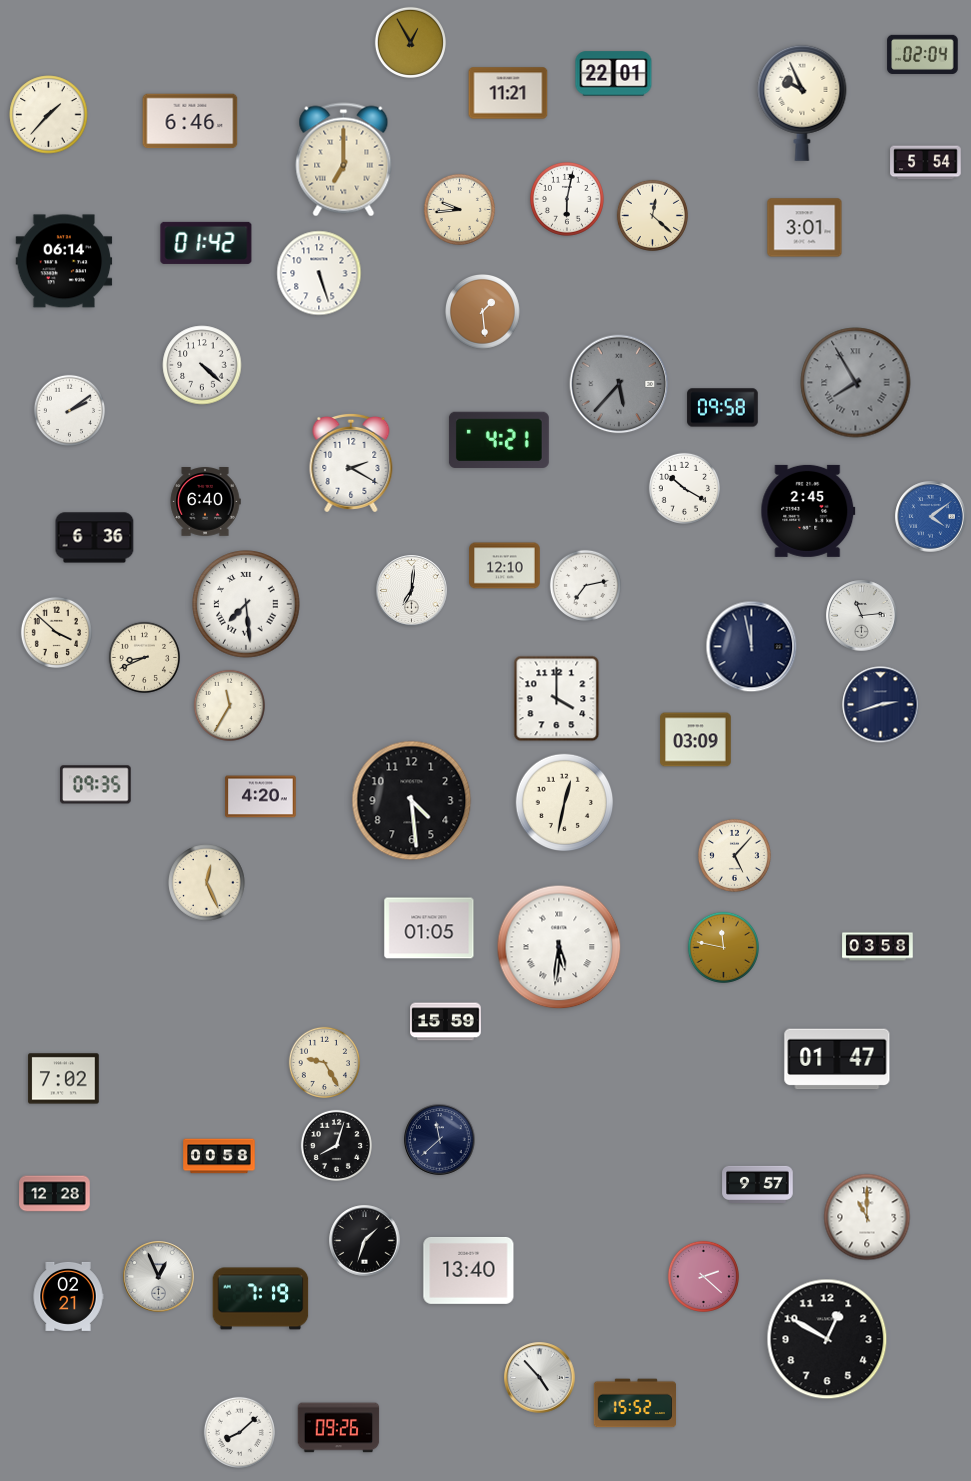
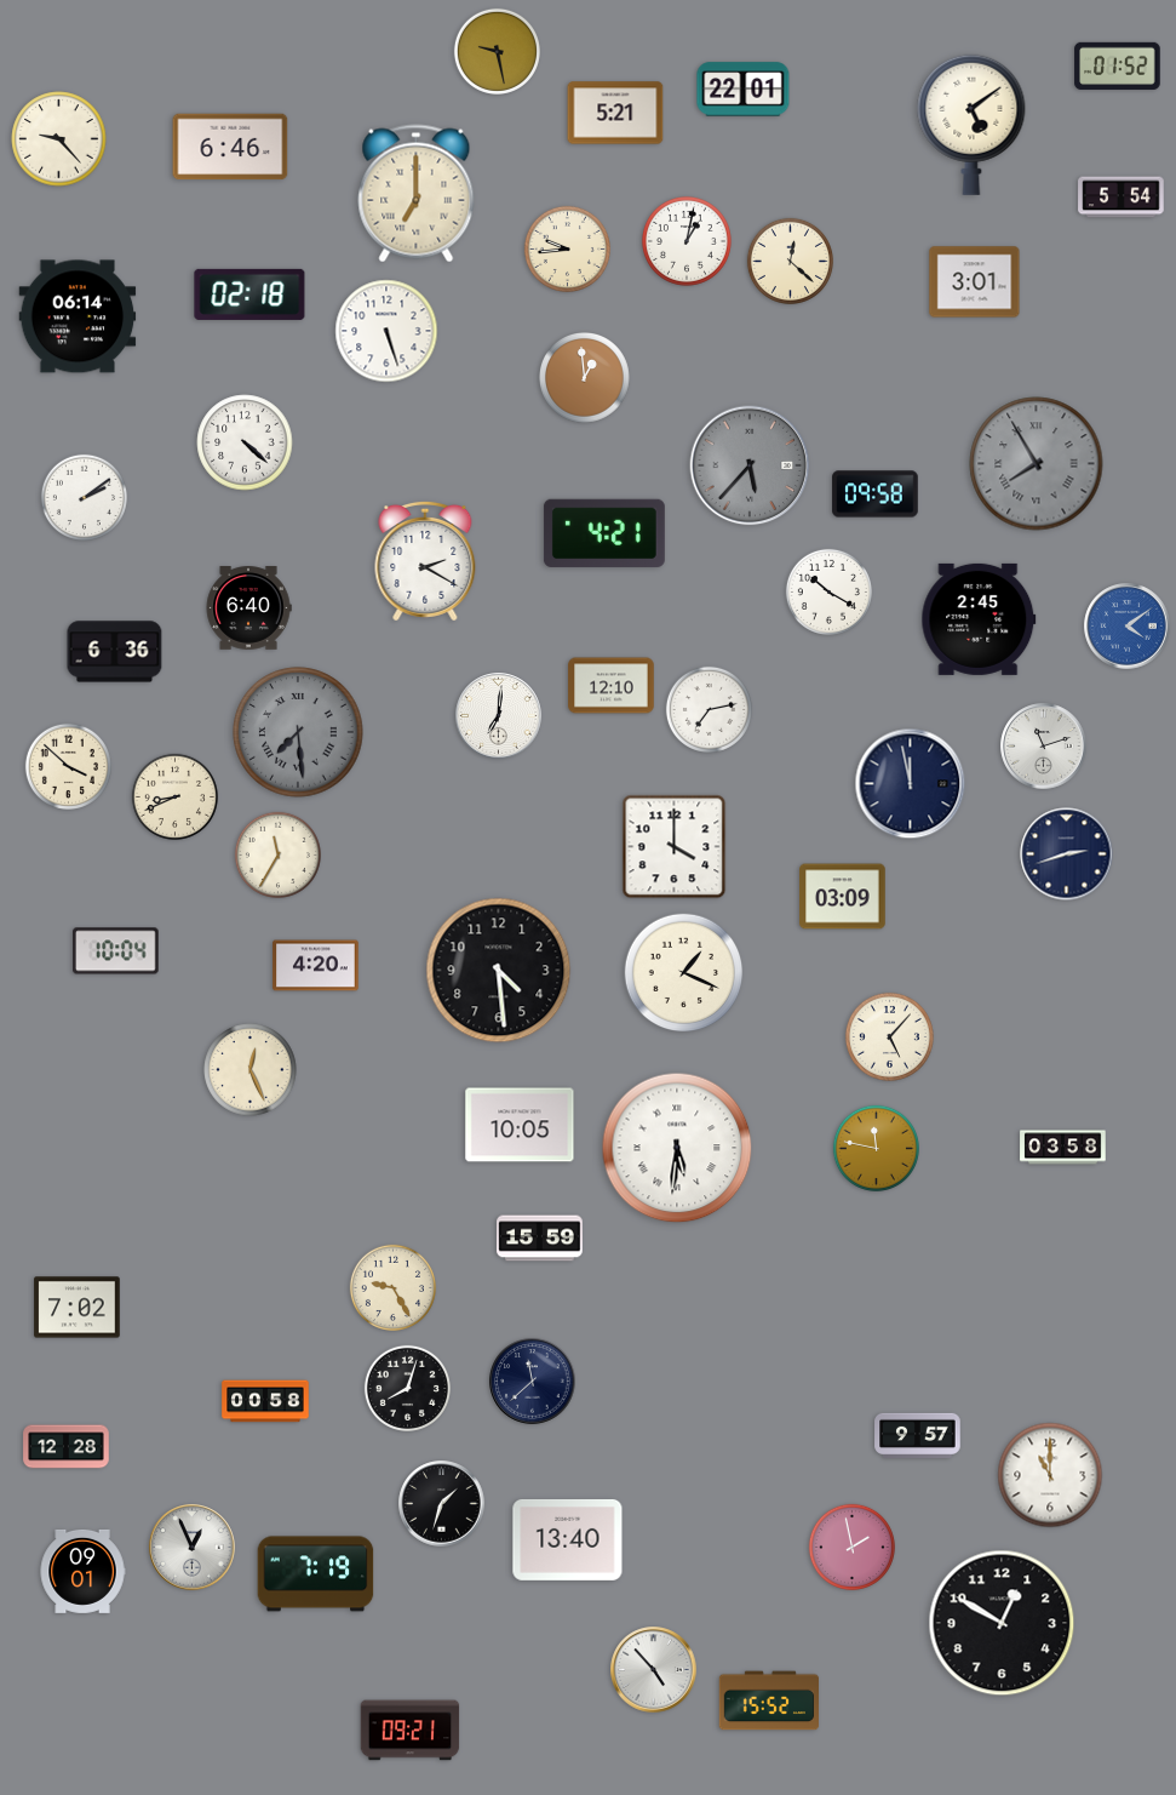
clock at (410, 42): 12:55 -> 9:28
clock at (923, 54): 02:04 -> 01:52
clock at (508, 93): 11:21 -> 5:21
clock at (802, 103): 9:56 -> 5:09
clock at (49, 115): 1:37 -> 9:23
clock at (567, 199): 6:02 -> 1:02
clock at (459, 209) position: (459, 209) -> (567, 248)
clock at (805, 228) position: (805, 228) -> (975, 282)
clock at (206, 243): 01:42 -> 02:18
clock at (483, 312): 1:29 -> 12:59
clock at (246, 604) dial: white -> grey
clock at (862, 616): 11:14 -> 11:12
clock at (96, 785): 09:35 -> 10:04
clock at (565, 803): 12:32 -> 1:19
clock at (429, 928): 01:05 -> 10:05
clock at (837, 1059): 01:47 -> none
clock at (703, 1276): 2:22 -> 1:58
clock at (68, 1296): 02:21 -> 09:01
clock at (339, 1428): 09:26 -> 09:21
clock at (239, 1432): 8:08 -> none
